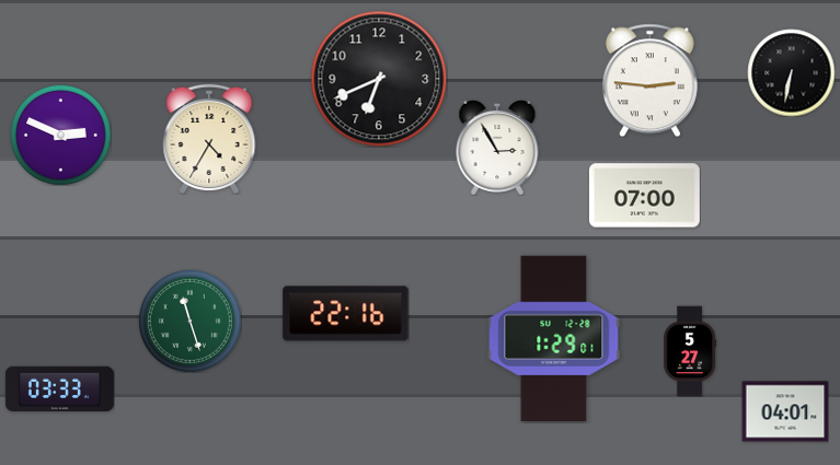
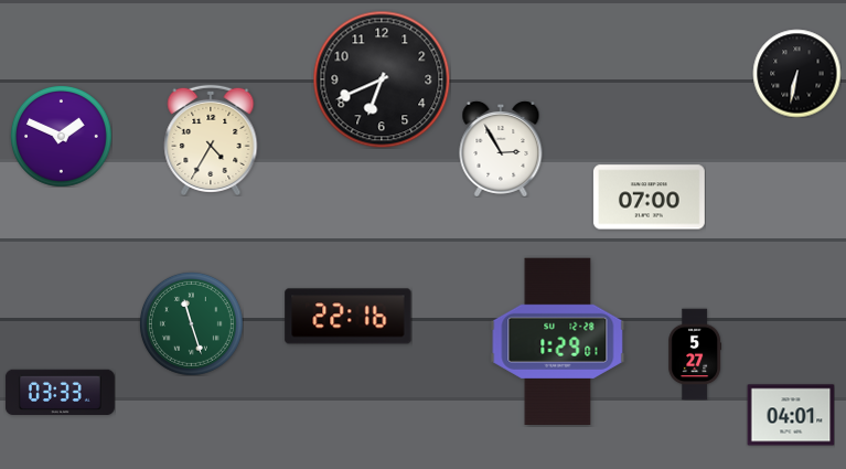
clock at (649, 80): 2:46 -> none
clock at (61, 136): 2:49 -> 1:49
